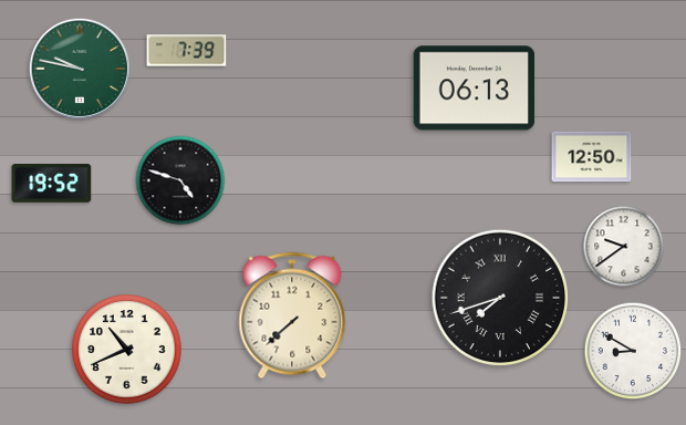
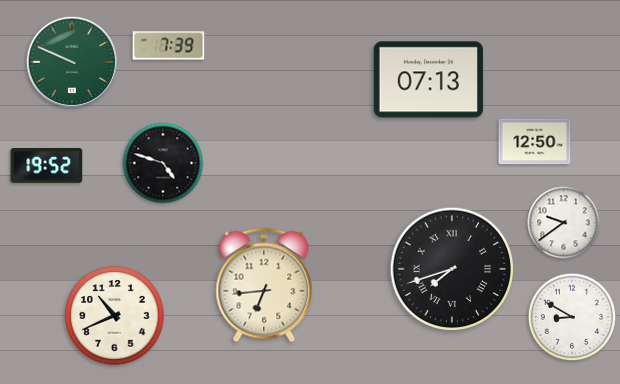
clock at (80, 69): 9:47 -> 9:49
clock at (474, 89): 06:13 -> 07:13
clock at (292, 315): 7:38 -> 6:44
